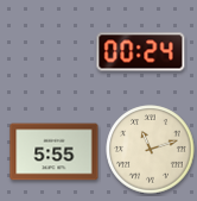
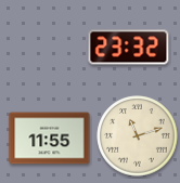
clock at (141, 52): 00:24 -> 23:32
clock at (55, 152): 5:55 -> 11:55
